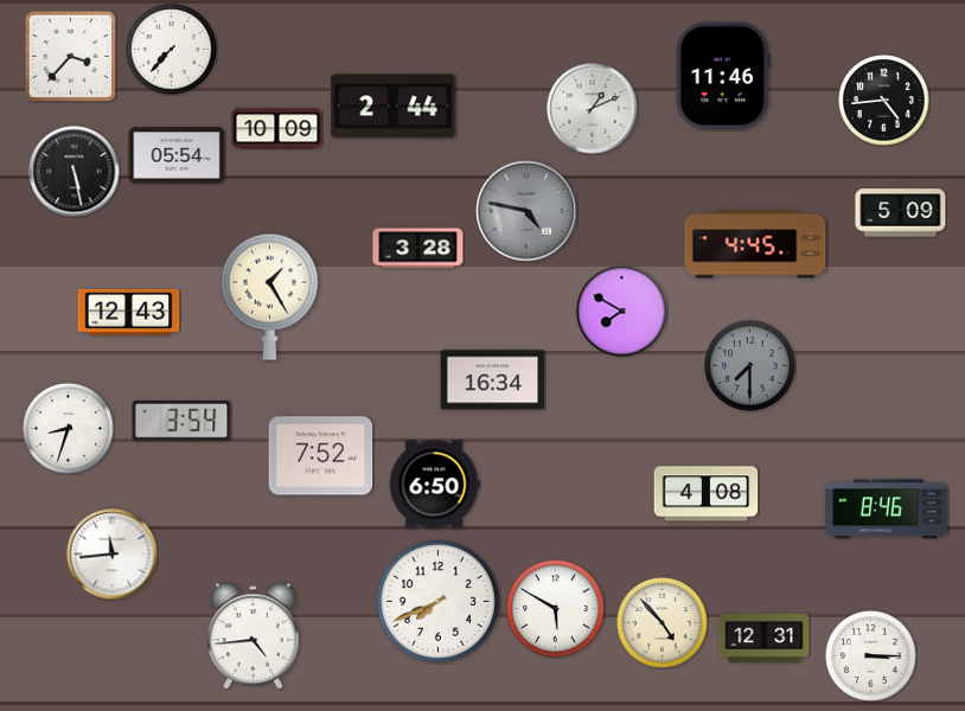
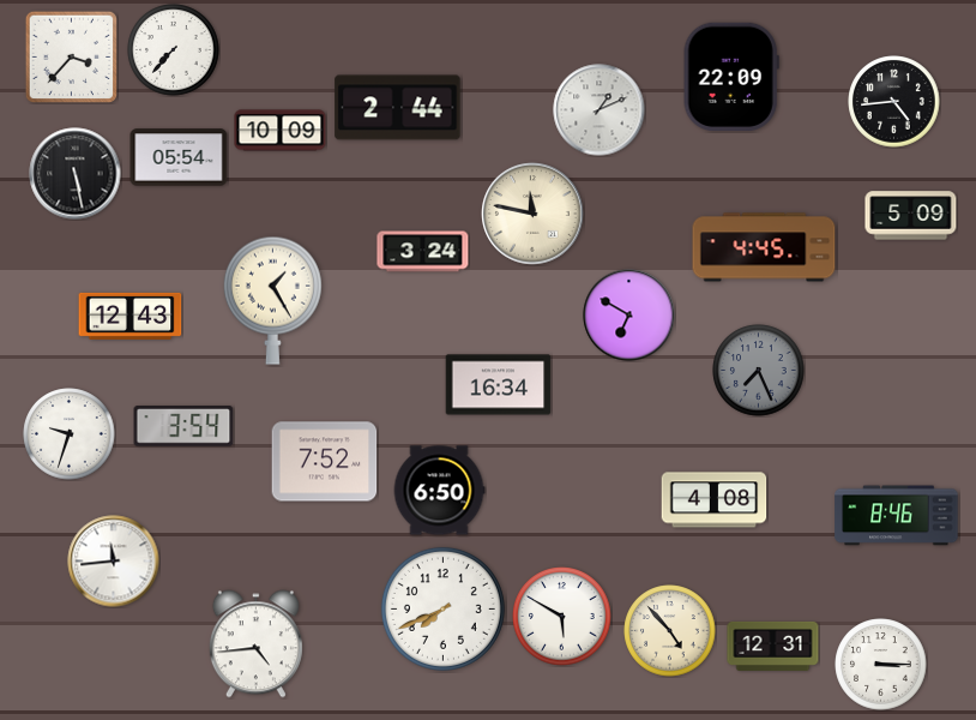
clock at (723, 75): 11:46 -> 22:09
clock at (526, 211): 4:47 -> 11:47
clock at (526, 211) dial: grey -> cream
clock at (418, 249): 3:28 -> 3:24
clock at (622, 312): 7:50 -> 6:50
clock at (750, 366): 7:30 -> 7:26
clock at (69, 429): 8:33 -> 9:33
